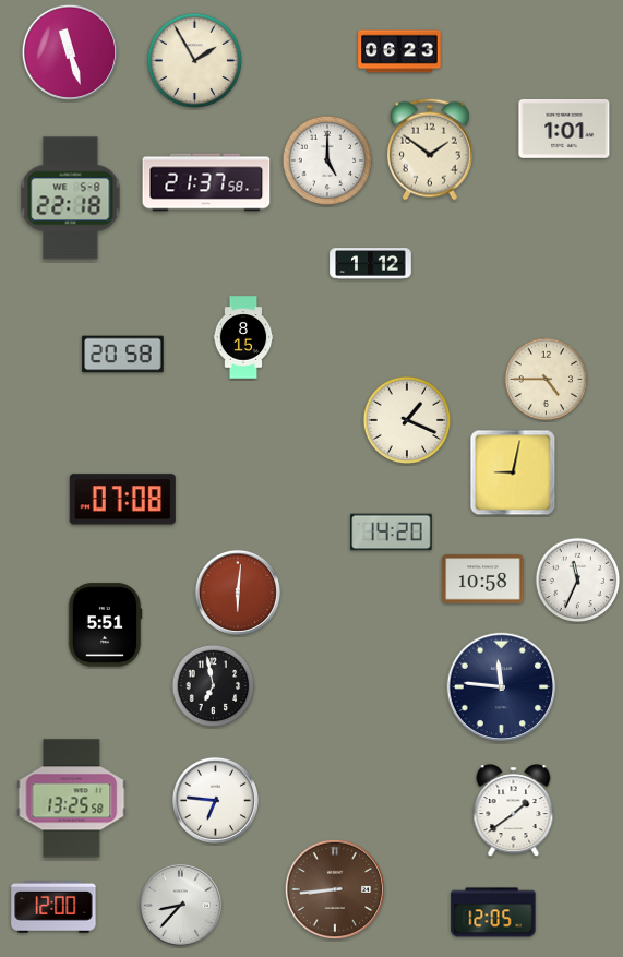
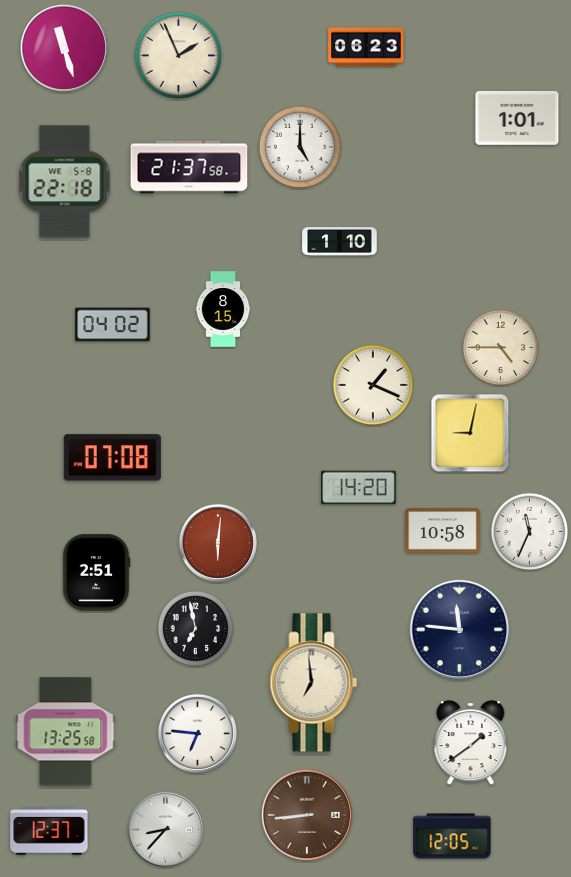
clock at (194, 60): 1:55 -> 1:56
clock at (431, 149): 1:51 -> none
clock at (371, 264): 1:12 -> 1:10
clock at (123, 355): 20:58 -> 04:02
clock at (105, 625): 5:51 -> 2:51
clock at (314, 683): none -> 6:59
clock at (53, 908): 12:00 -> 12:37
